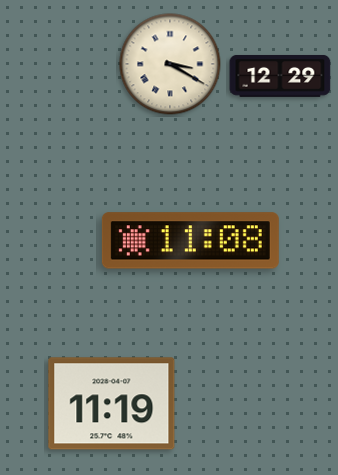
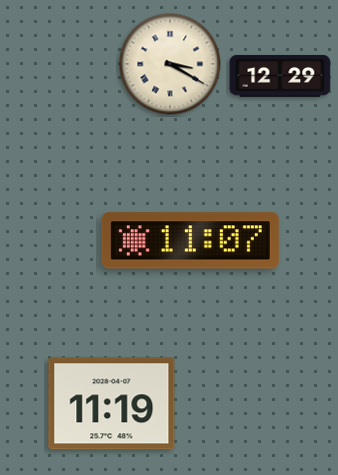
clock at (190, 241): 11:08 -> 11:07
